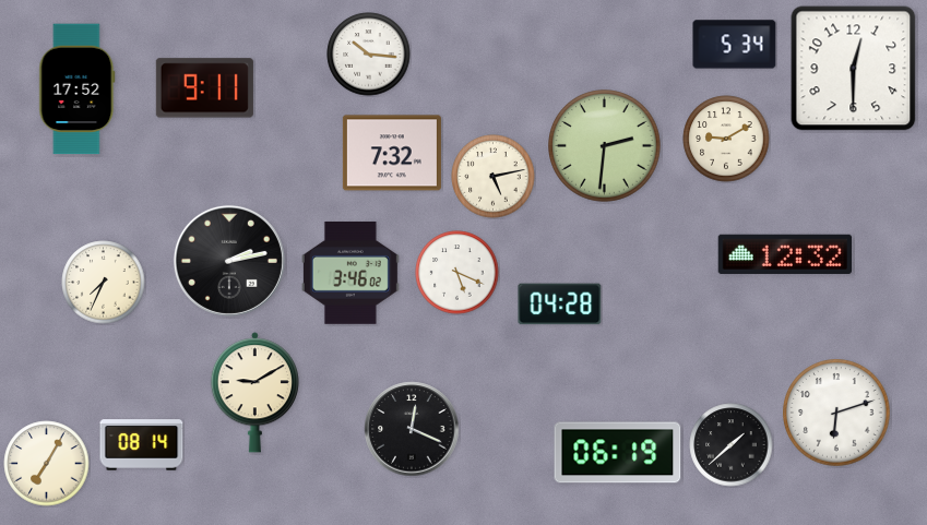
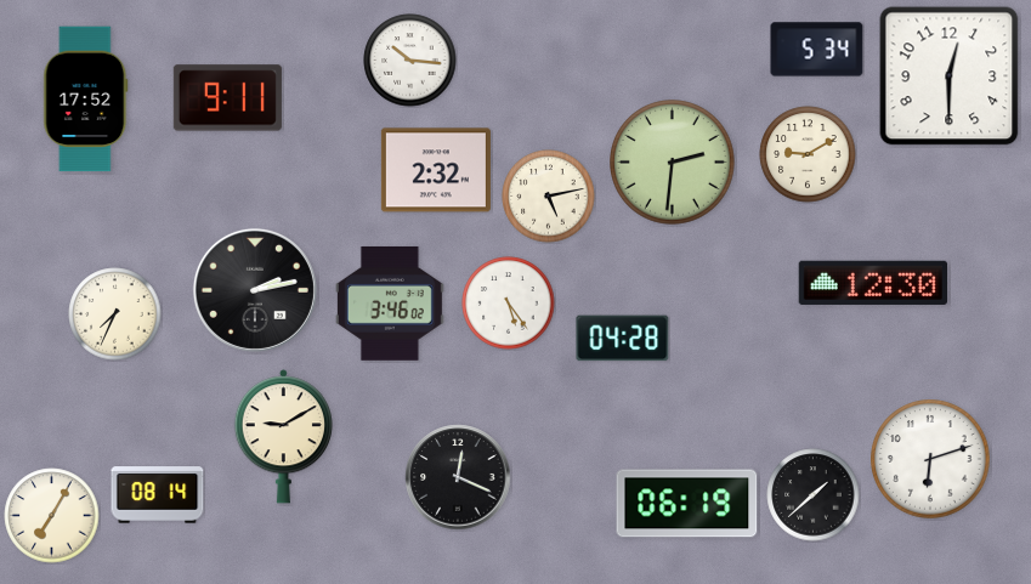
clock at (392, 153): 7:32 -> 2:32
clock at (784, 254): 12:32 -> 12:30
clock at (457, 273): 5:19 -> 5:24
